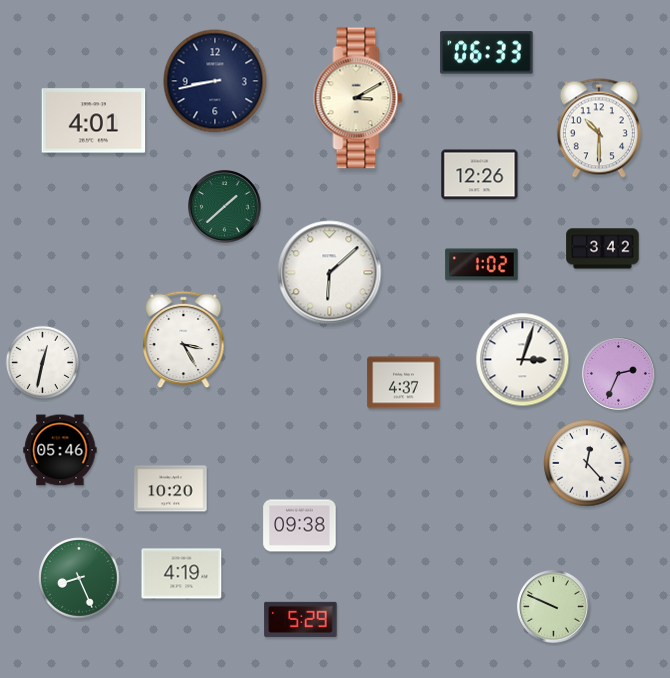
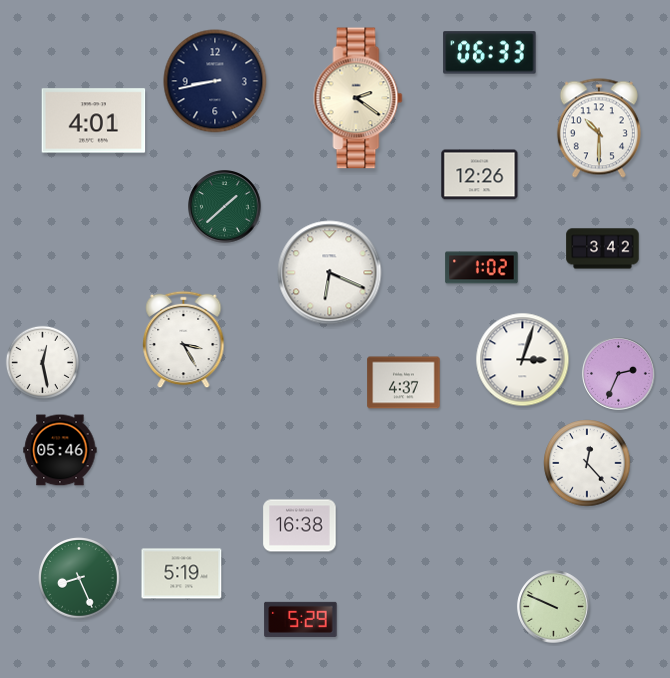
clock at (487, 53) position: (487, 53) -> (490, 53)
clock at (358, 98): 3:10 -> 2:21
clock at (482, 265) position: (482, 265) -> (482, 268)
clock at (330, 273): 6:08 -> 6:19
clock at (42, 362): 12:32 -> 12:28
clock at (171, 489): 10:20 -> none
clock at (300, 526): 09:38 -> 16:38
clock at (182, 574): 4:19 -> 5:19
